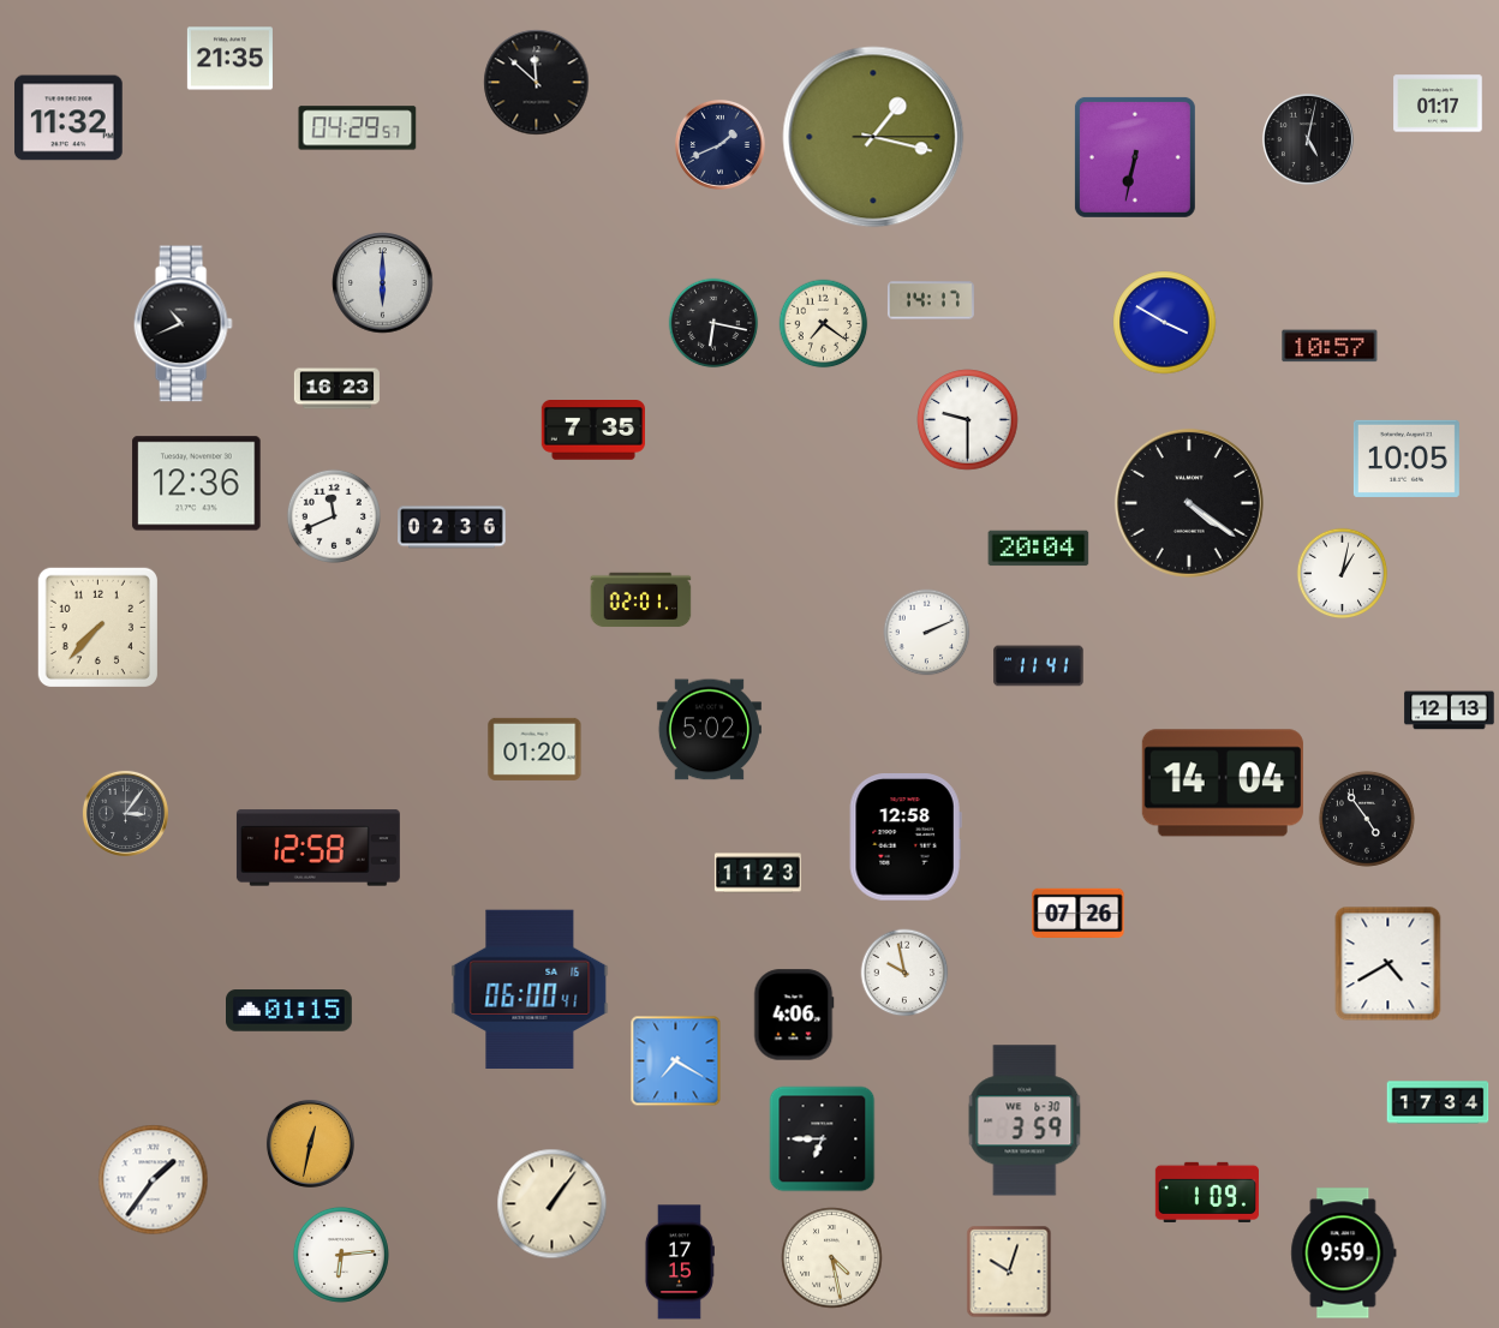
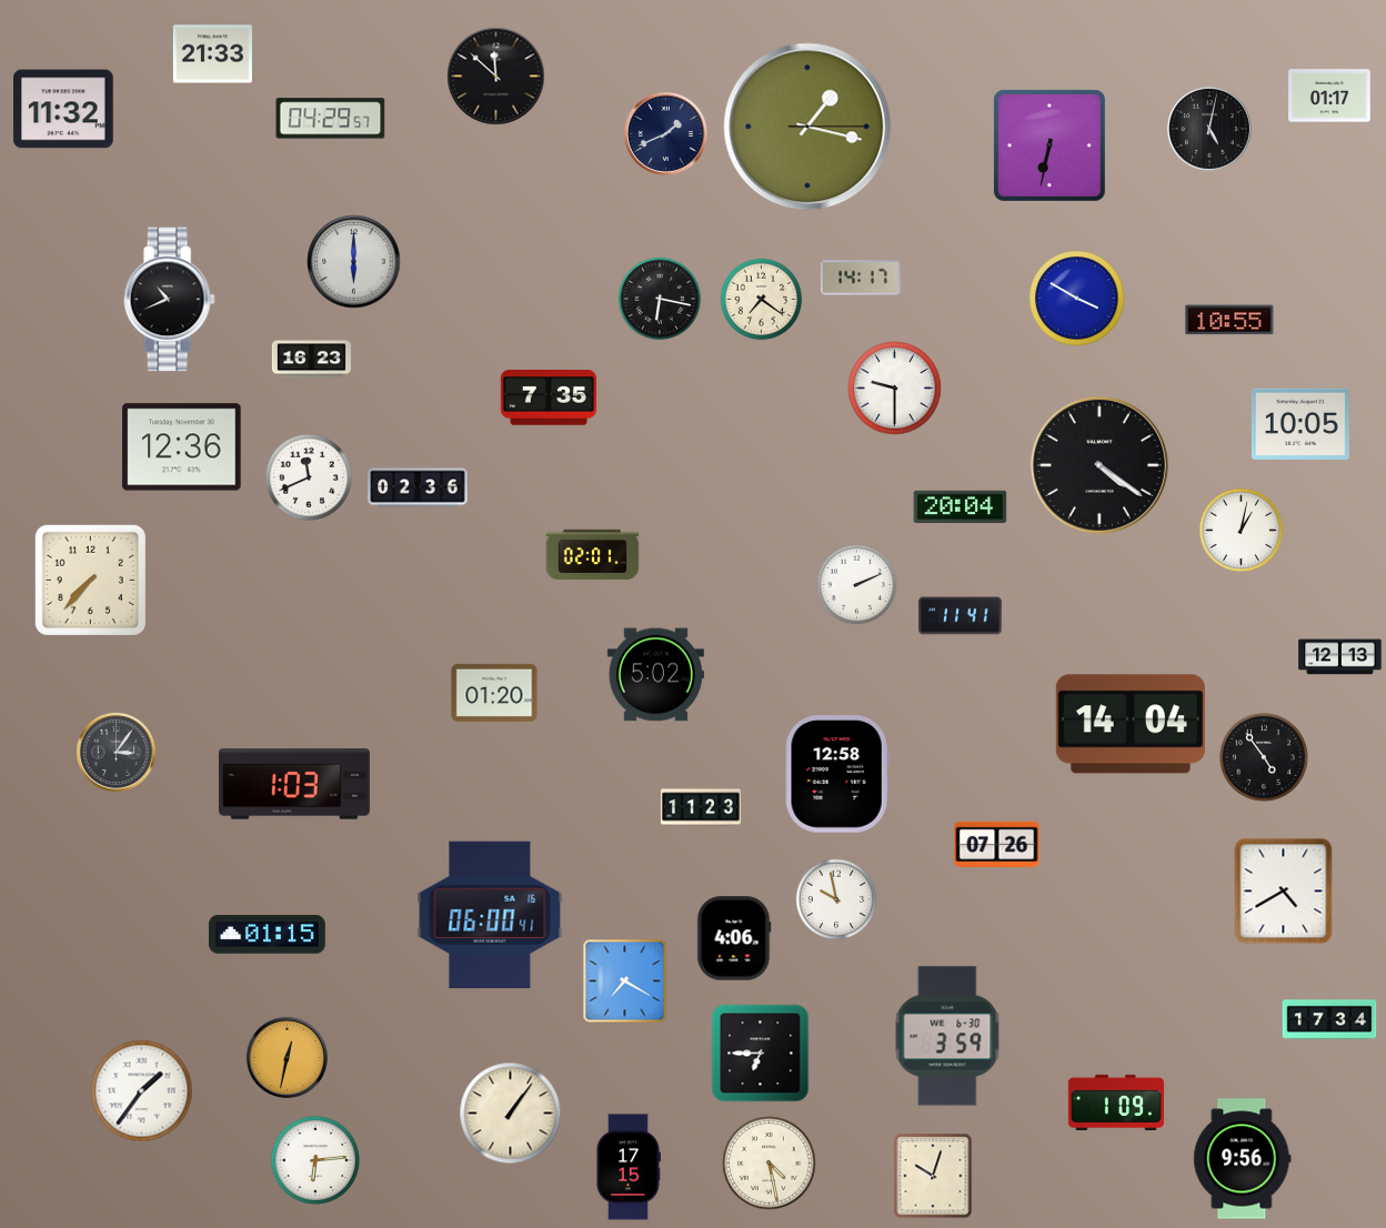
clock at (229, 59): 21:35 -> 21:33
clock at (1330, 346): 10:57 -> 10:55
clock at (318, 848): 12:58 -> 1:03
clock at (1344, 1254): 9:59 -> 9:56
